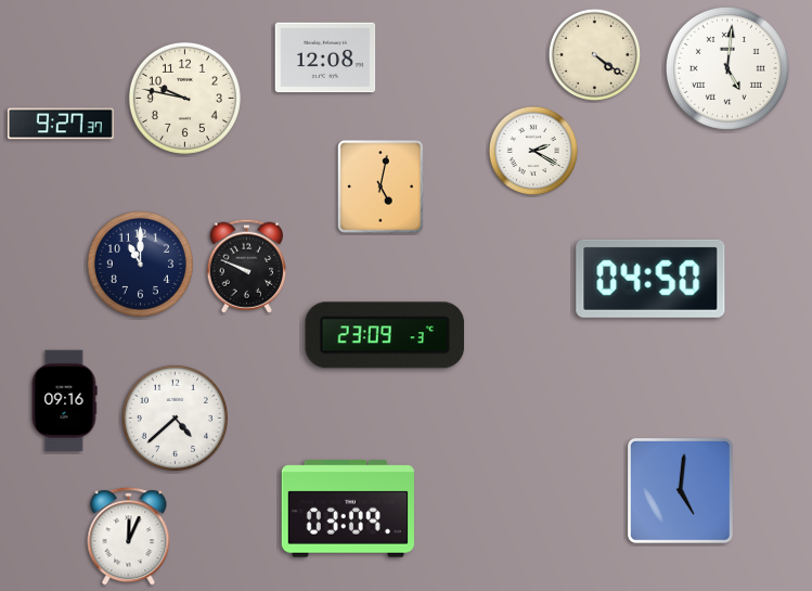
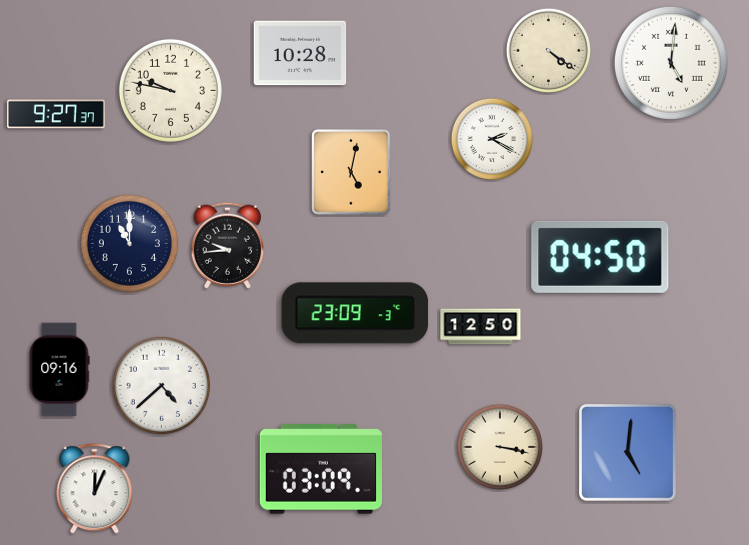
clock at (325, 57): 12:08 -> 10:28
clock at (246, 266): 9:49 -> 9:44
clock at (385, 335) position: (385, 335) -> (355, 313)
clock at (481, 327): none -> 12:50
clock at (499, 446): none -> 3:17
clock at (129, 537) position: (129, 537) -> (95, 489)
